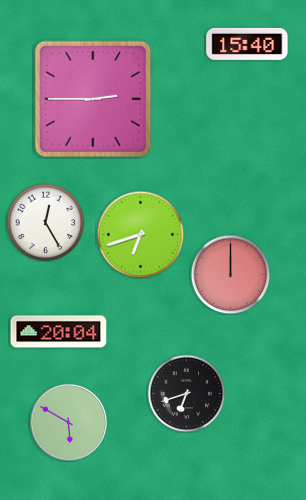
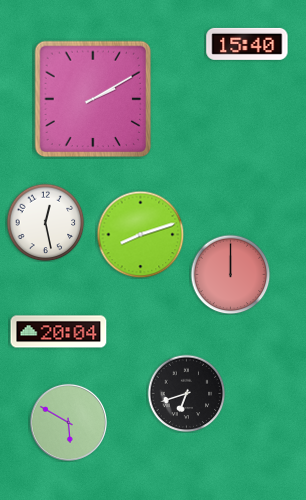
clock at (93, 99): 2:45 -> 2:10
clock at (45, 222): 12:25 -> 12:28
clock at (140, 234): 6:42 -> 8:12
